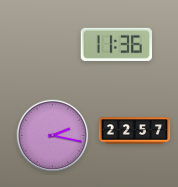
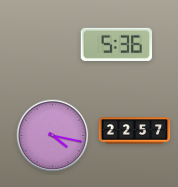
clock at (116, 44): 11:36 -> 5:36
clock at (53, 136): 2:17 -> 4:17
